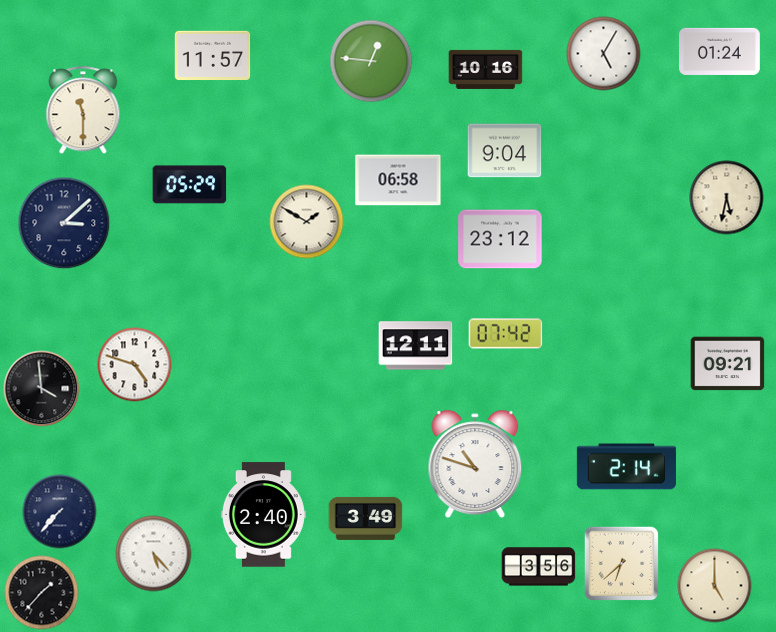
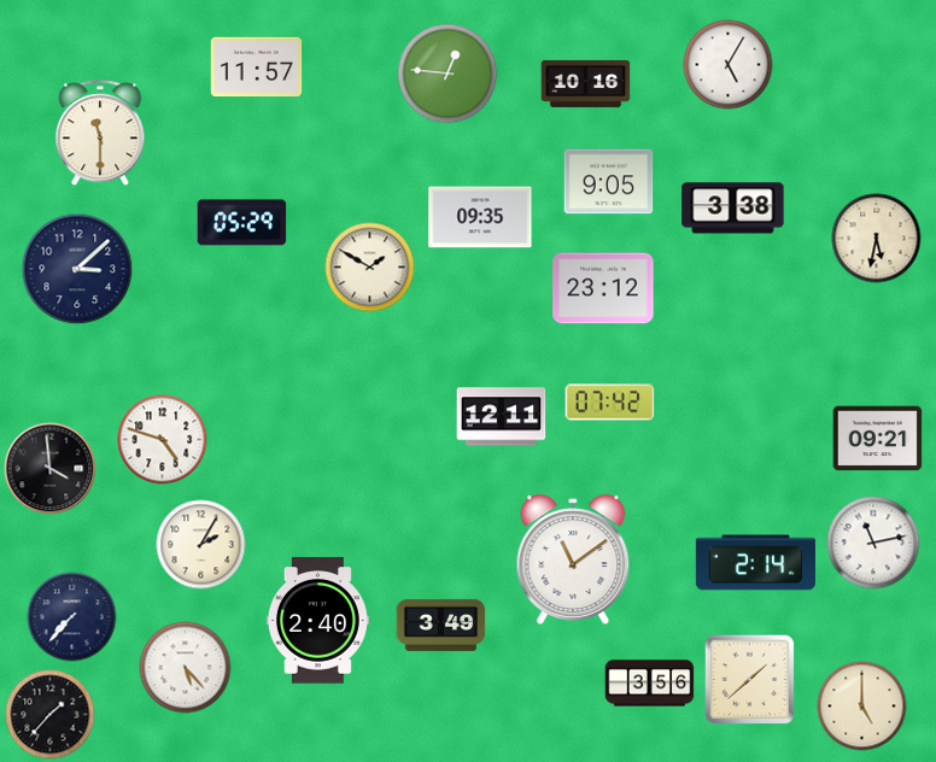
clock at (720, 51): 01:24 -> none
clock at (505, 151): 9:04 -> 9:05
clock at (733, 209): none -> 3:38
clock at (398, 180): 06:58 -> 09:35
clock at (190, 185) position: (190, 185) -> (242, 223)
clock at (873, 543): none -> 11:13
clock at (201, 545): none -> 2:05
clock at (475, 464): 10:48 -> 11:09
clock at (622, 564): 6:38 -> 1:38
